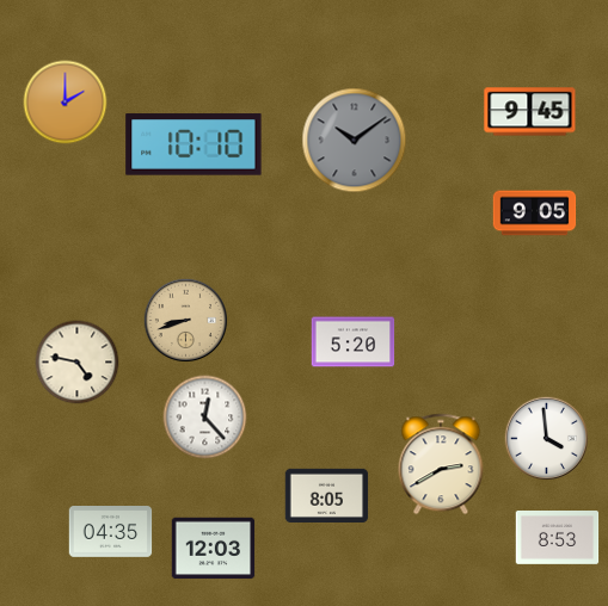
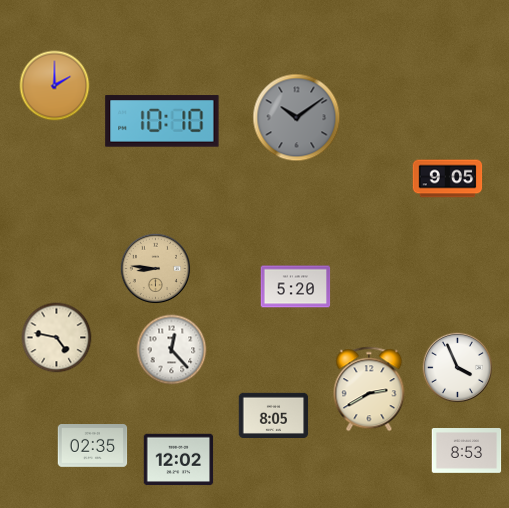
clock at (530, 112): 9:45 -> none
clock at (185, 320): 8:42 -> 8:46
clock at (78, 363) position: (78, 363) -> (57, 338)
clock at (546, 438): 3:59 -> 3:56
clock at (111, 532): 04:35 -> 02:35
clock at (214, 549): 12:03 -> 12:02
